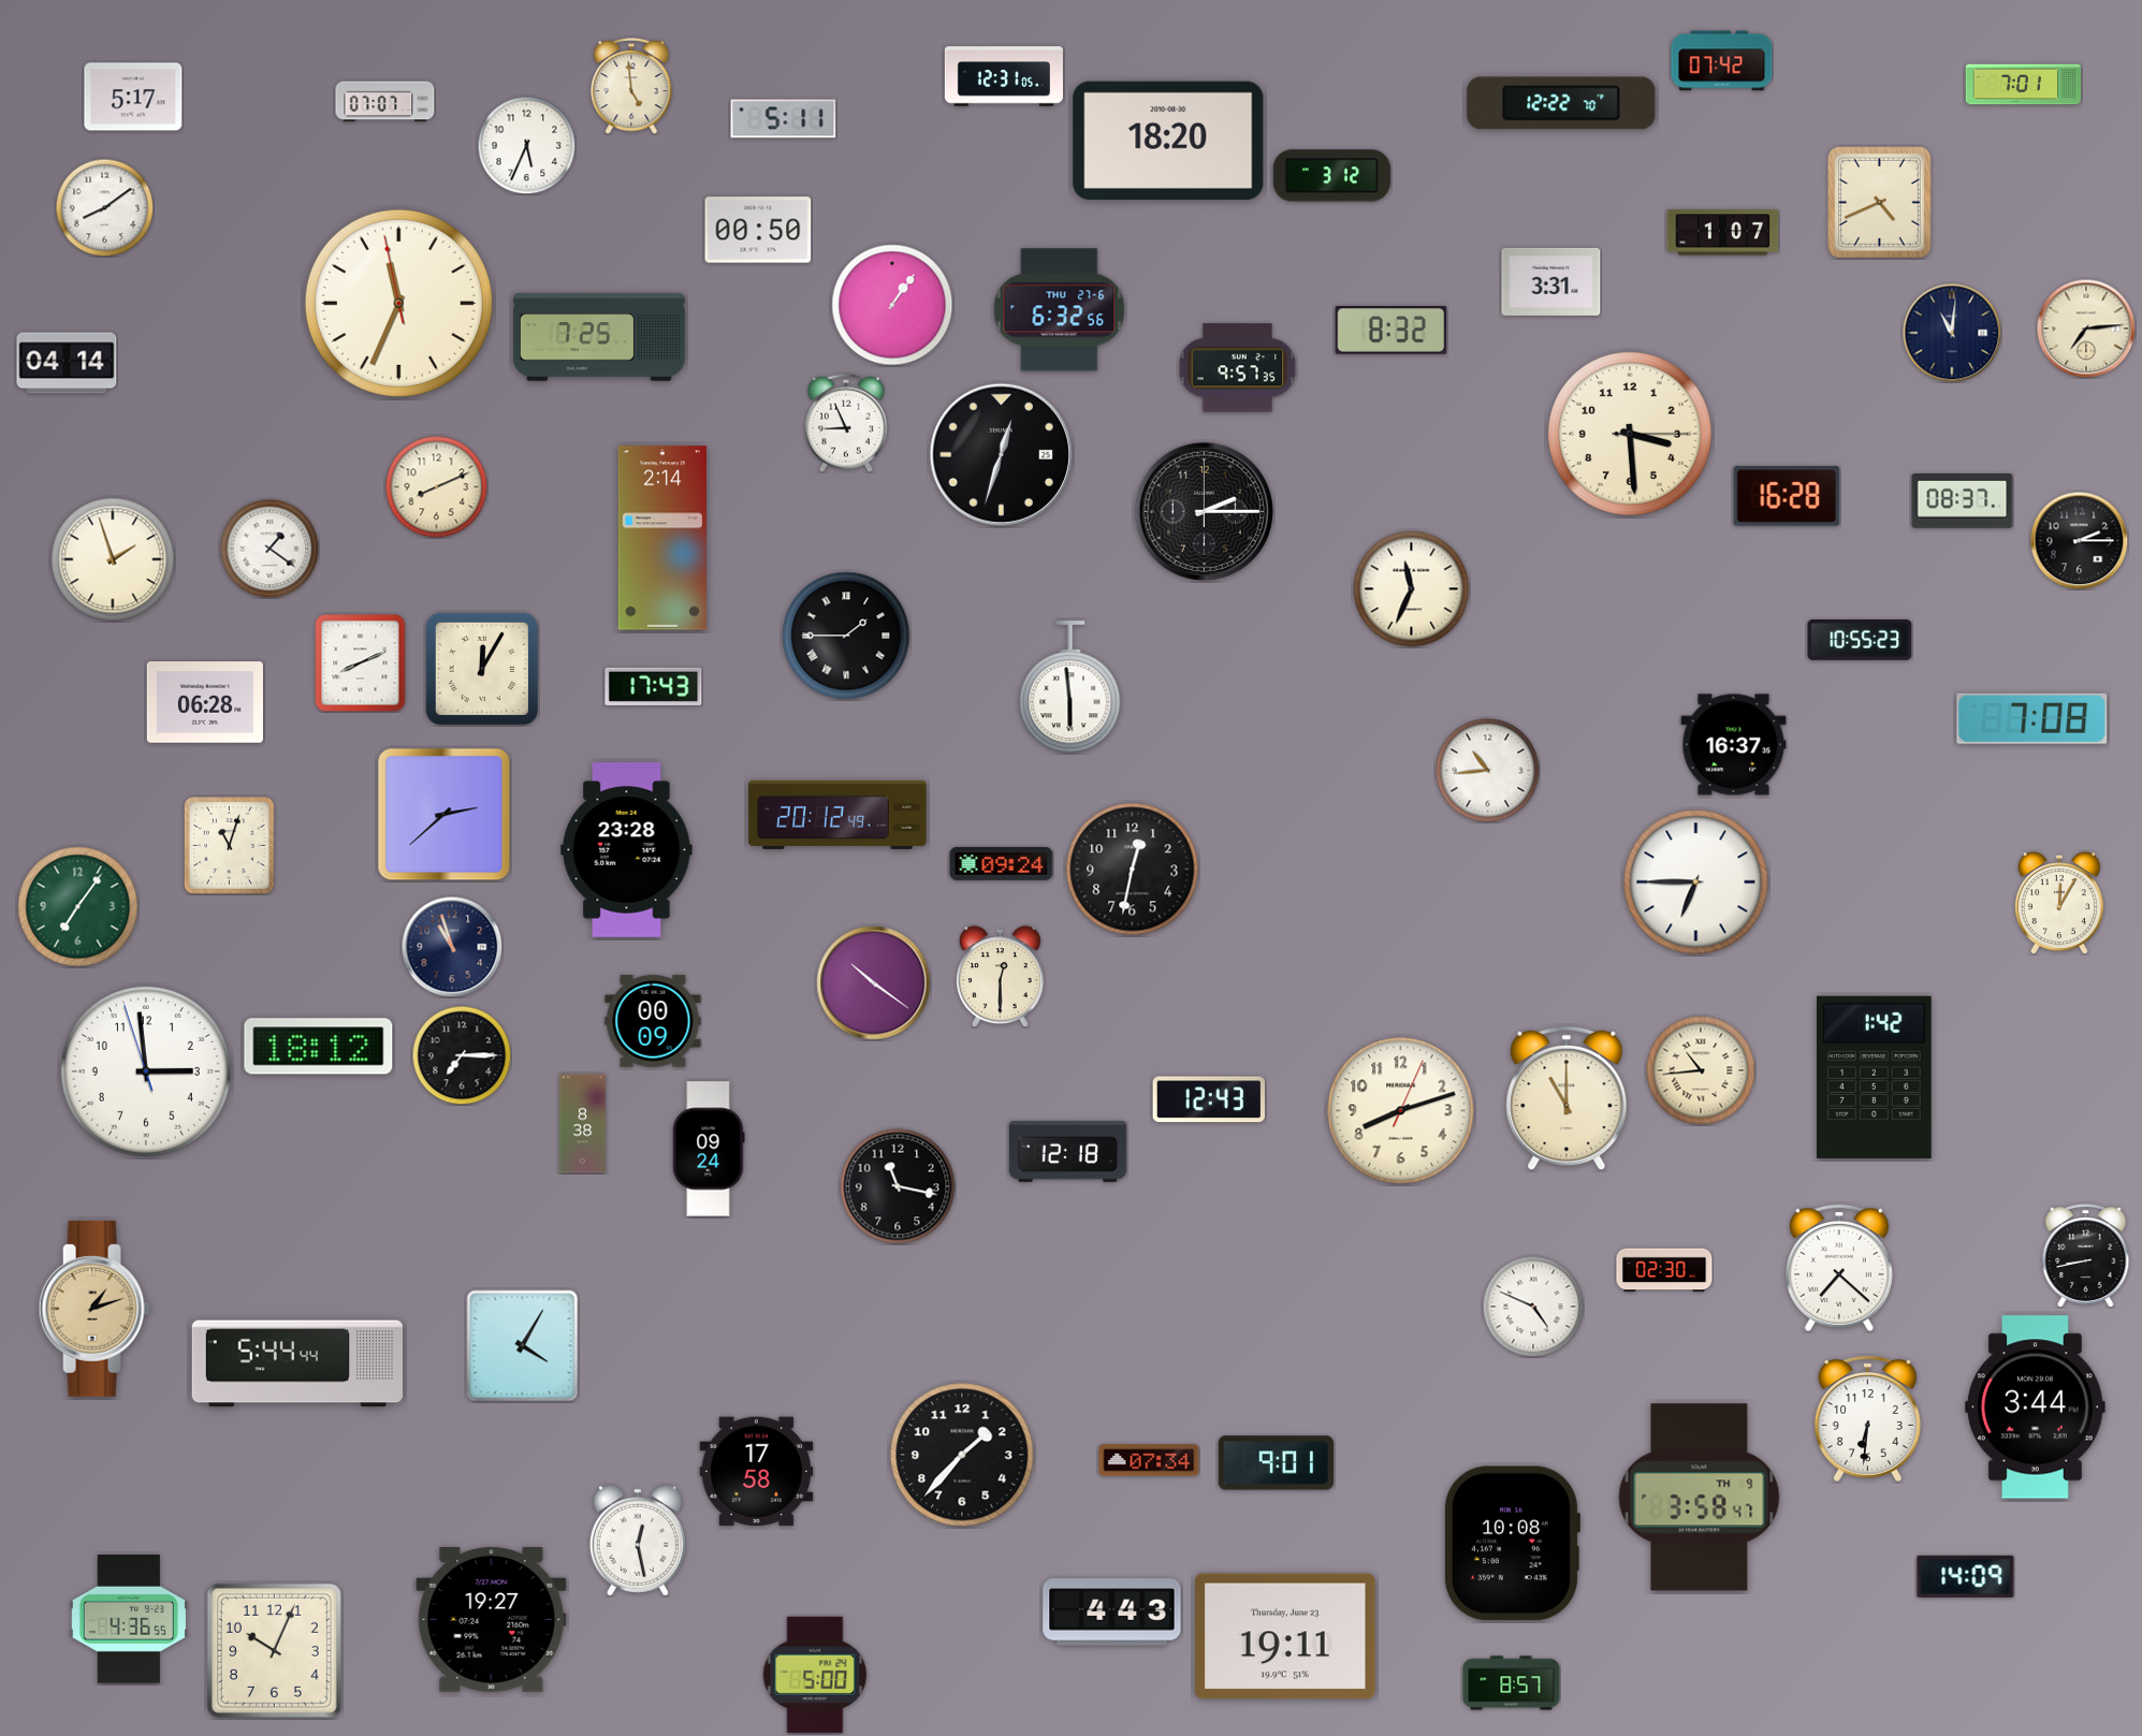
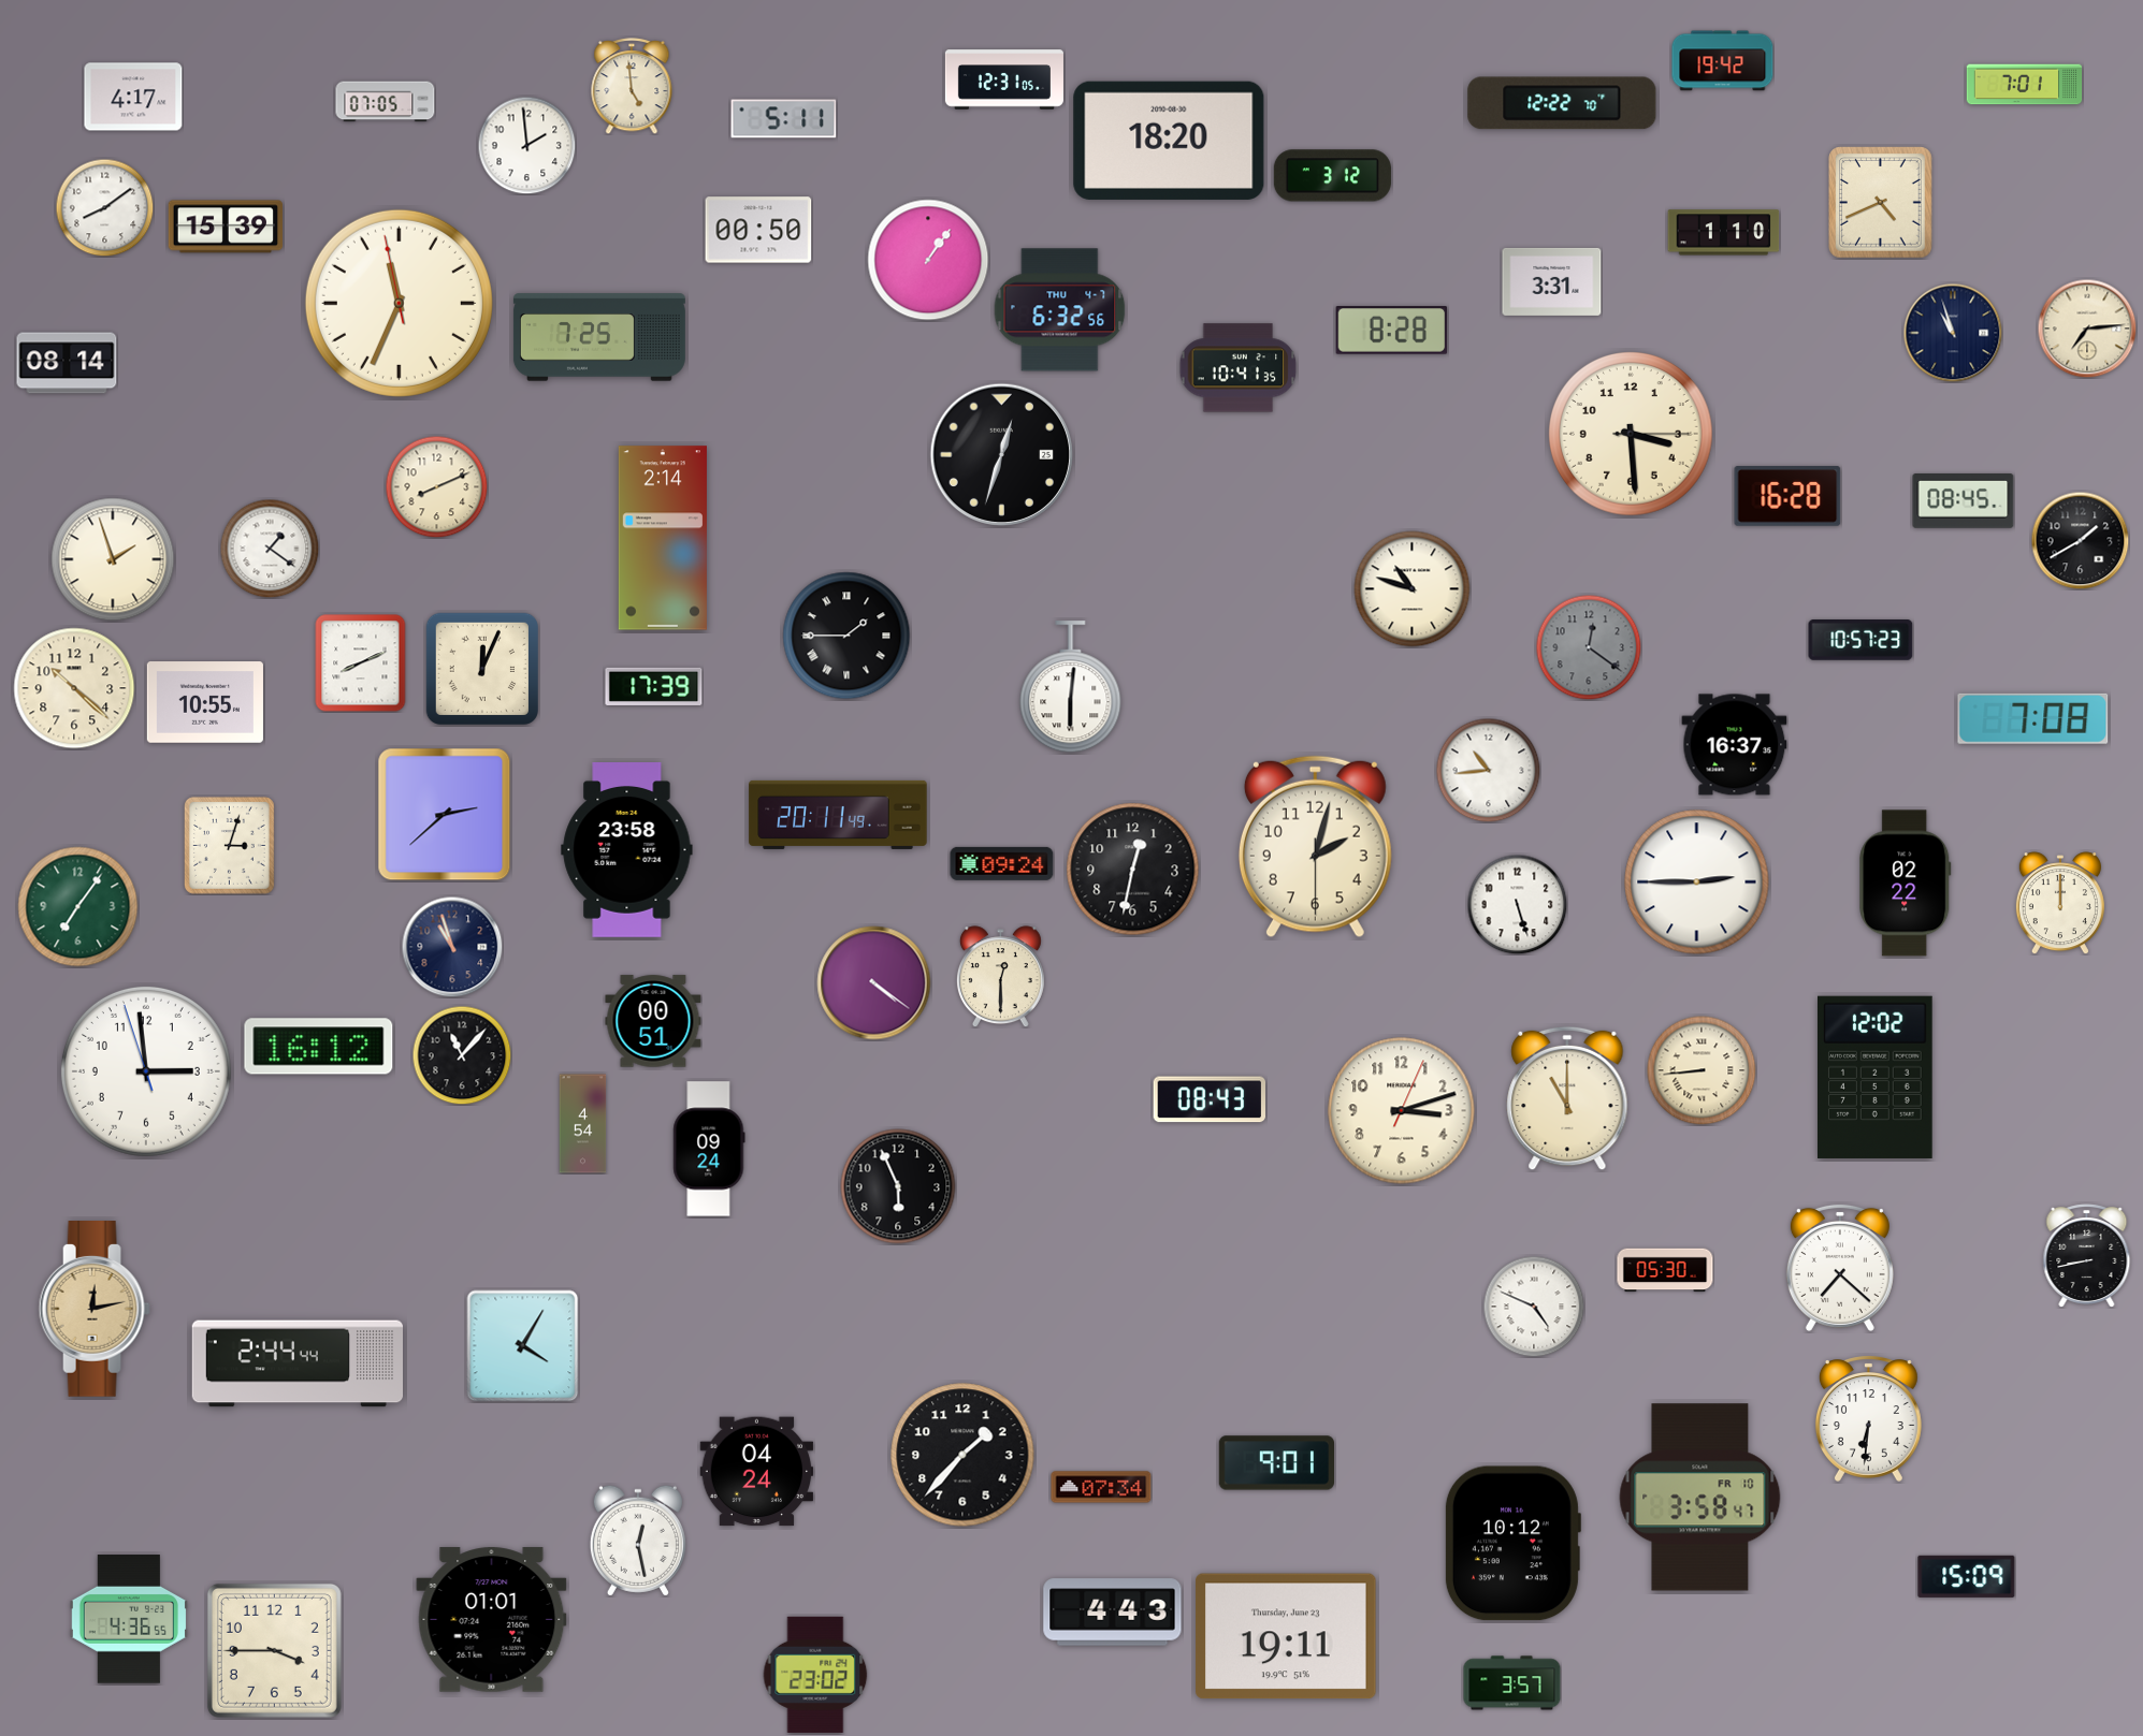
clock at (1722, 61): 07:42 -> 19:42
clock at (1004, 76) position: (1004, 76) -> (1004, 79)
clock at (133, 97): 5:17 -> 4:17
clock at (385, 102): 07:07 -> 07:05
clock at (526, 145): 5:34 -> 1:59
clock at (225, 227): none -> 15:39
clock at (1723, 233): 1:07 -> 1:10
clock at (892, 305) position: (892, 305) -> (928, 260)
clock at (1060, 310) date: THU 27-6 -> THU 4-7
clock at (1391, 331): 8:32 -> 8:28
clock at (1952, 333): 11:01 -> 10:57
clock at (67, 363): 04:14 -> 08:14
clock at (1238, 368): 9:57 -> 10:41
clock at (846, 423): 8:56 -> none
clock at (1963, 501): 08:37 -> 08:45
clock at (1204, 511): 2:15 -> none
clock at (2079, 540): 2:15 -> 1:40
clock at (1412, 589): 11:34 -> 10:48
clock at (1860, 641): 10:55 -> 10:57
clock at (1589, 647): none -> 12:21
clock at (482, 669): 12:05 -> 12:04
clock at (654, 686): 17:43 -> 17:39
clock at (1070, 687): 5:59 -> 6:01
clock at (74, 688): none -> 10:22
clock at (205, 702): 06:28 -> 10:55
clock at (837, 815): 20:12 -> 20:11
clock at (230, 846): 11:03 -> 3:03
clock at (1315, 847): none -> 2:02
clock at (627, 850): 23:28 -> 23:58
clock at (1696, 882): 6:45 -> 2:45
clock at (1906, 884): none -> 02:22
clock at (2059, 903): 12:05 -> 12:00
clock at (1517, 904): none -> 5:27
clock at (874, 983): 10:21 -> 4:21
clock at (653, 1021): 00:09 -> 00:51
clock at (319, 1047): 18:12 -> 16:12
clock at (462, 1055): 7:15 -> 11:07
clock at (1701, 1070): 10:44 -> 8:44
clock at (1875, 1077): 1:42 -> 12:02
clock at (1208, 1099): 12:43 -> 08:43
clock at (1401, 1111): 8:12 -> 3:12
clock at (583, 1124): 8:38 -> 4:54
clock at (1067, 1151): 12:18 -> none
clock at (898, 1186): 11:17 -> 5:56
clock at (1664, 1270): 02:30 -> 05:30
clock at (94, 1310): 1:12 -> 12:13
clock at (296, 1363): 5:44 -> 2:44
clock at (2036, 1407): 3:44 -> none
clock at (1149, 1460) position: (1149, 1460) -> (1101, 1487)
clock at (757, 1472): 17:58 -> 04:24
clock at (1700, 1498) date: TH 9 -> FR 10
clock at (1512, 1544): 10:08 -> 10:12
clock at (1966, 1576): 14:09 -> 15:09
clock at (492, 1620): 19:27 -> 01:01
clock at (274, 1650): 10:04 -> 3:45
clock at (815, 1675): 5:00 -> 23:02
clock at (1512, 1683): 8:57 -> 3:57
